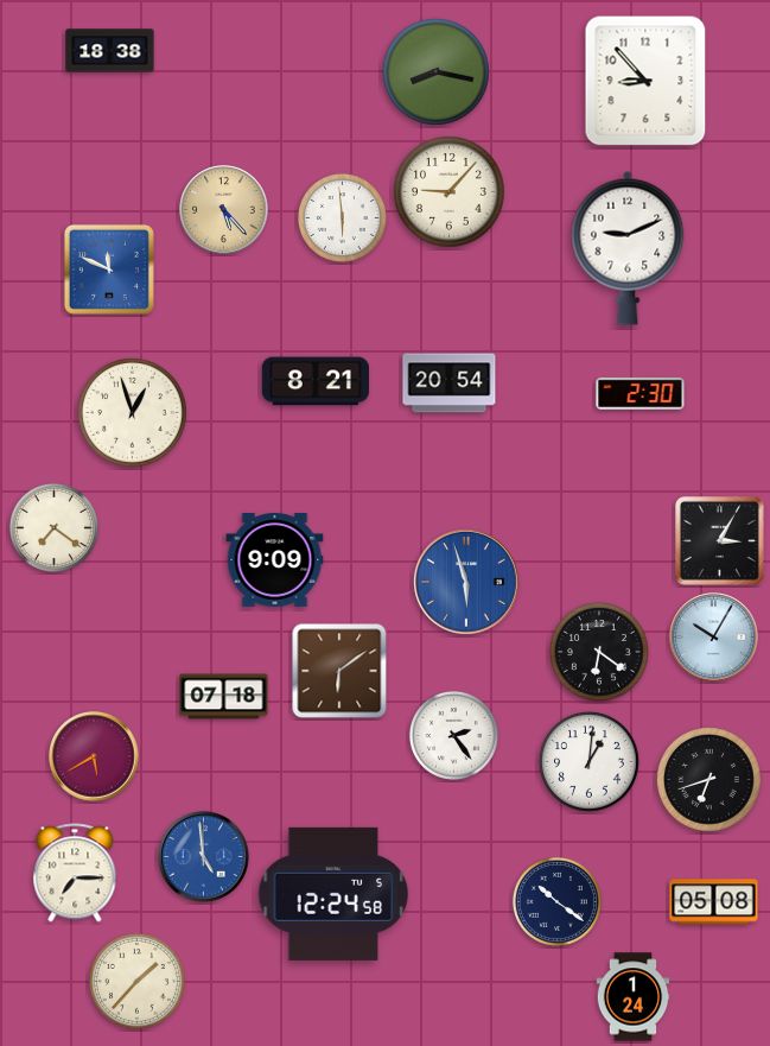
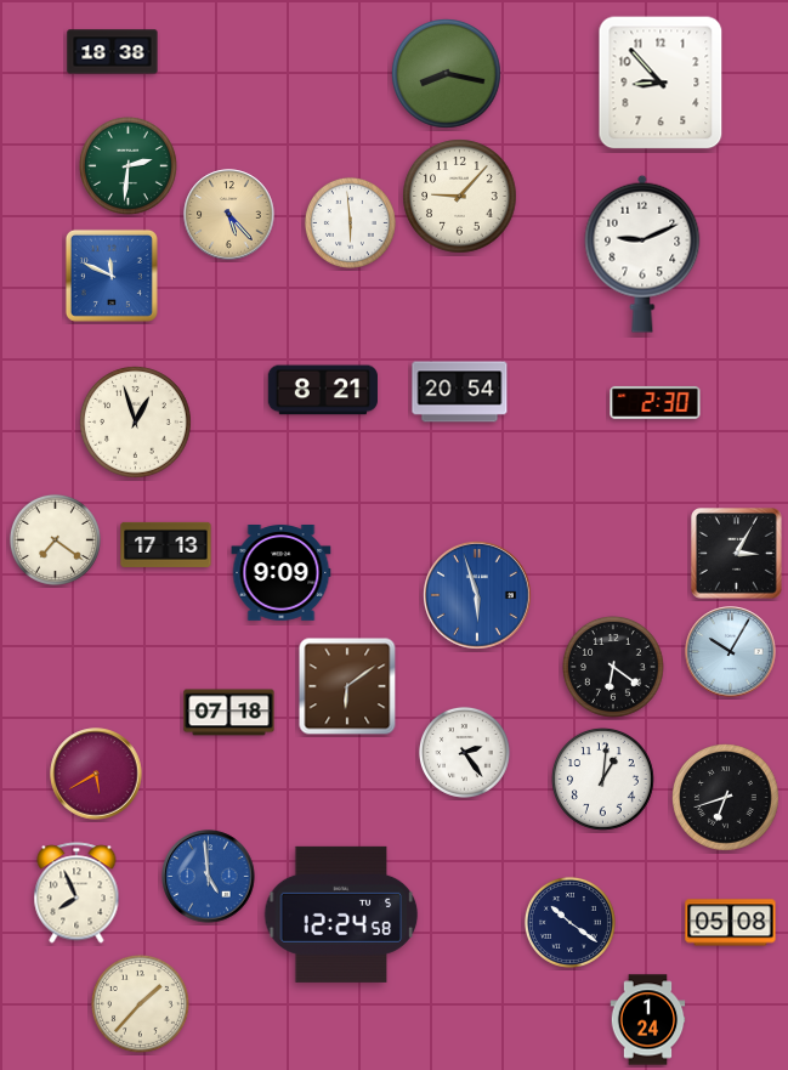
clock at (127, 165): none -> 2:31
clock at (166, 544): none -> 17:13
clock at (75, 873): 7:15 -> 7:56
